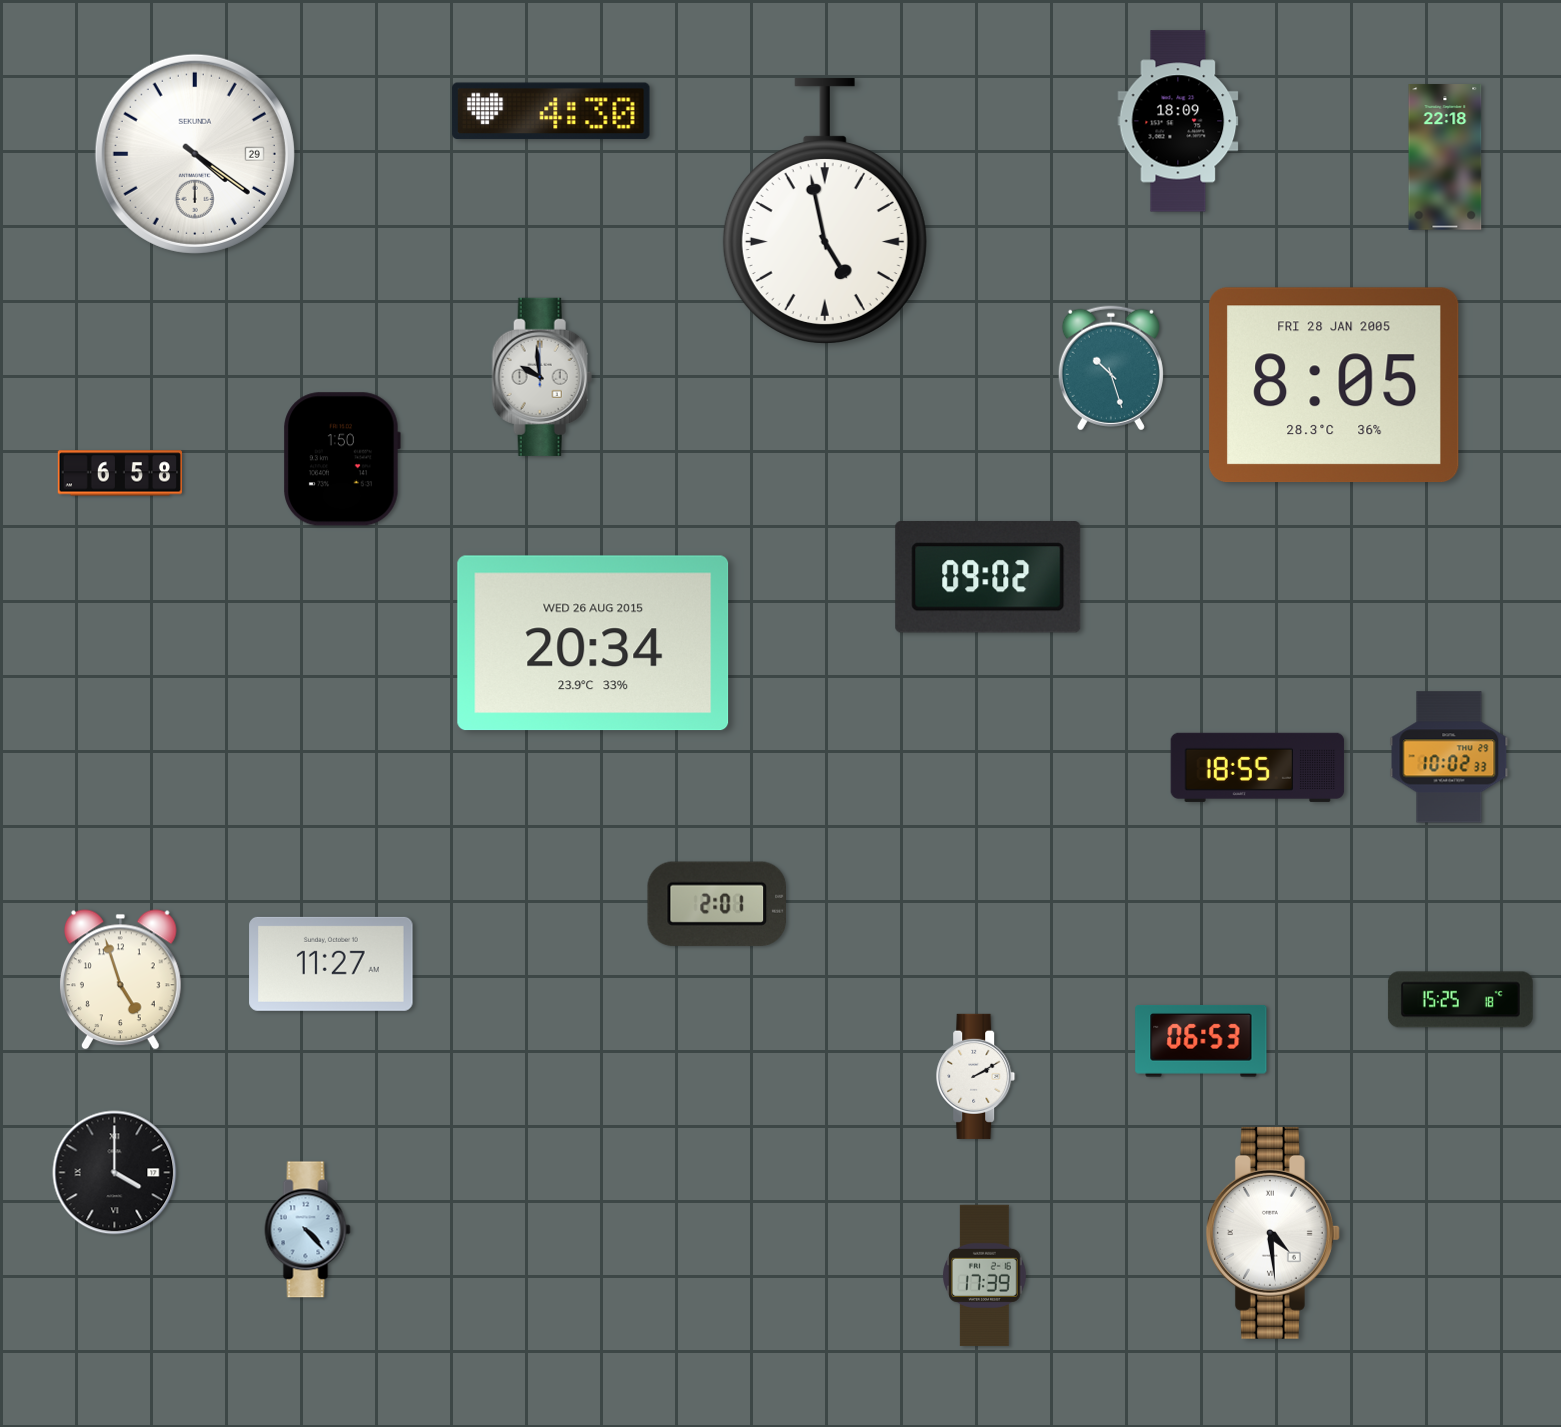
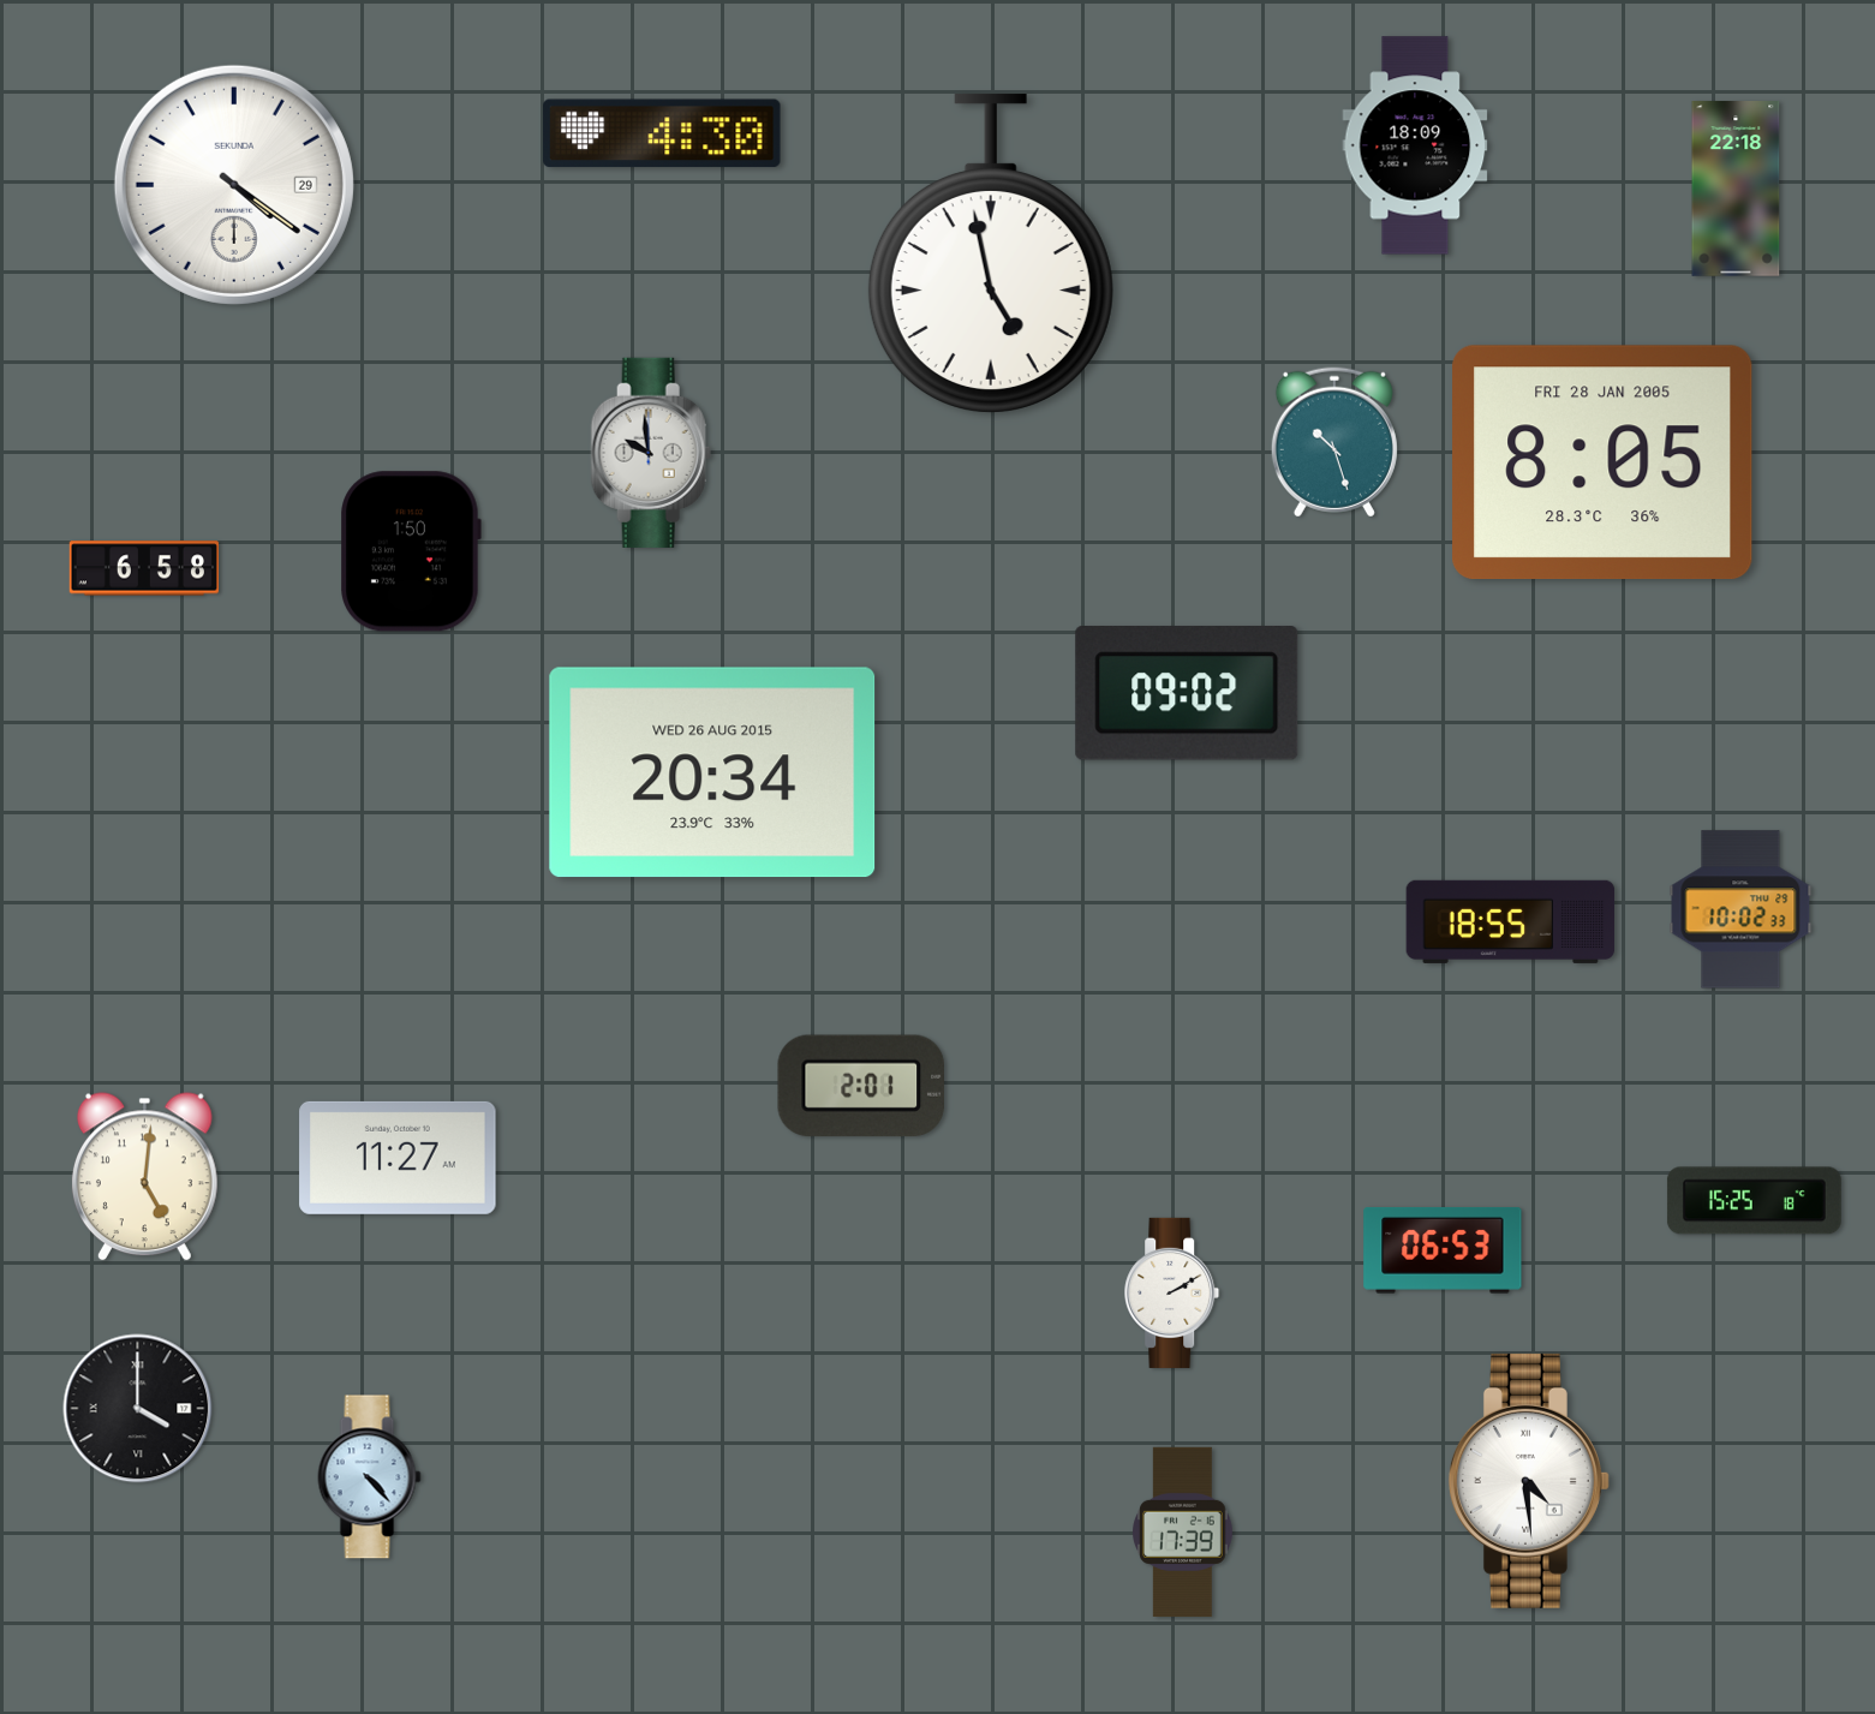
clock at (120, 980): 4:57 -> 5:01
